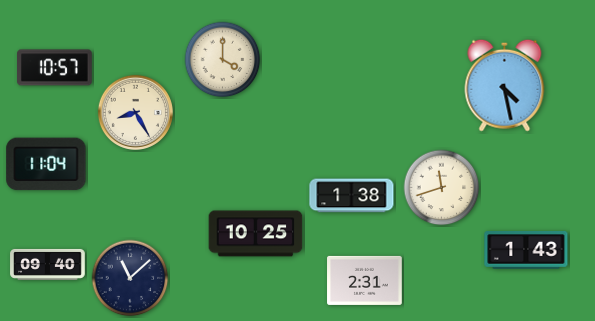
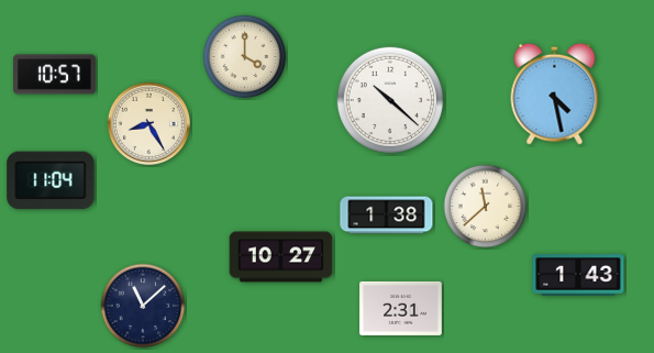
clock at (223, 60) position: (223, 60) -> (245, 57)
clock at (55, 68) position: (55, 68) -> (55, 75)
clock at (390, 100): none -> 10:22
clock at (442, 188): 11:42 -> 11:38
clock at (256, 234): 10:25 -> 10:27
clock at (48, 264): 09:40 -> none
